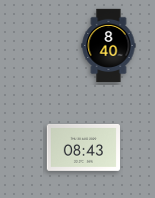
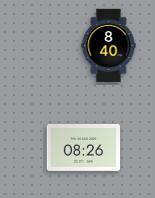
clock at (83, 147): 08:43 -> 08:26
